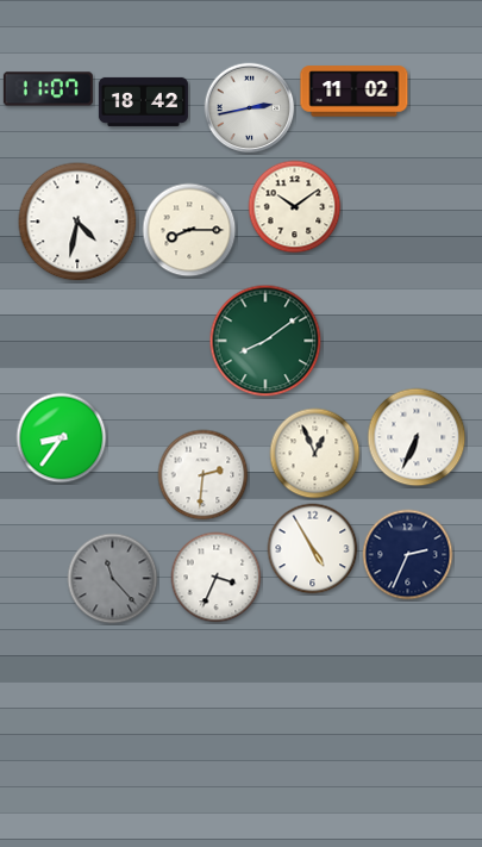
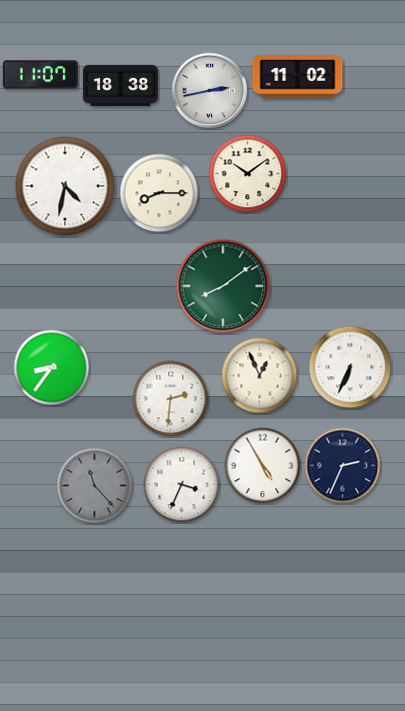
clock at (143, 101): 18:42 -> 18:38
clock at (315, 454) position: (315, 454) -> (260, 376)
clock at (313, 549) position: (313, 549) -> (263, 466)
